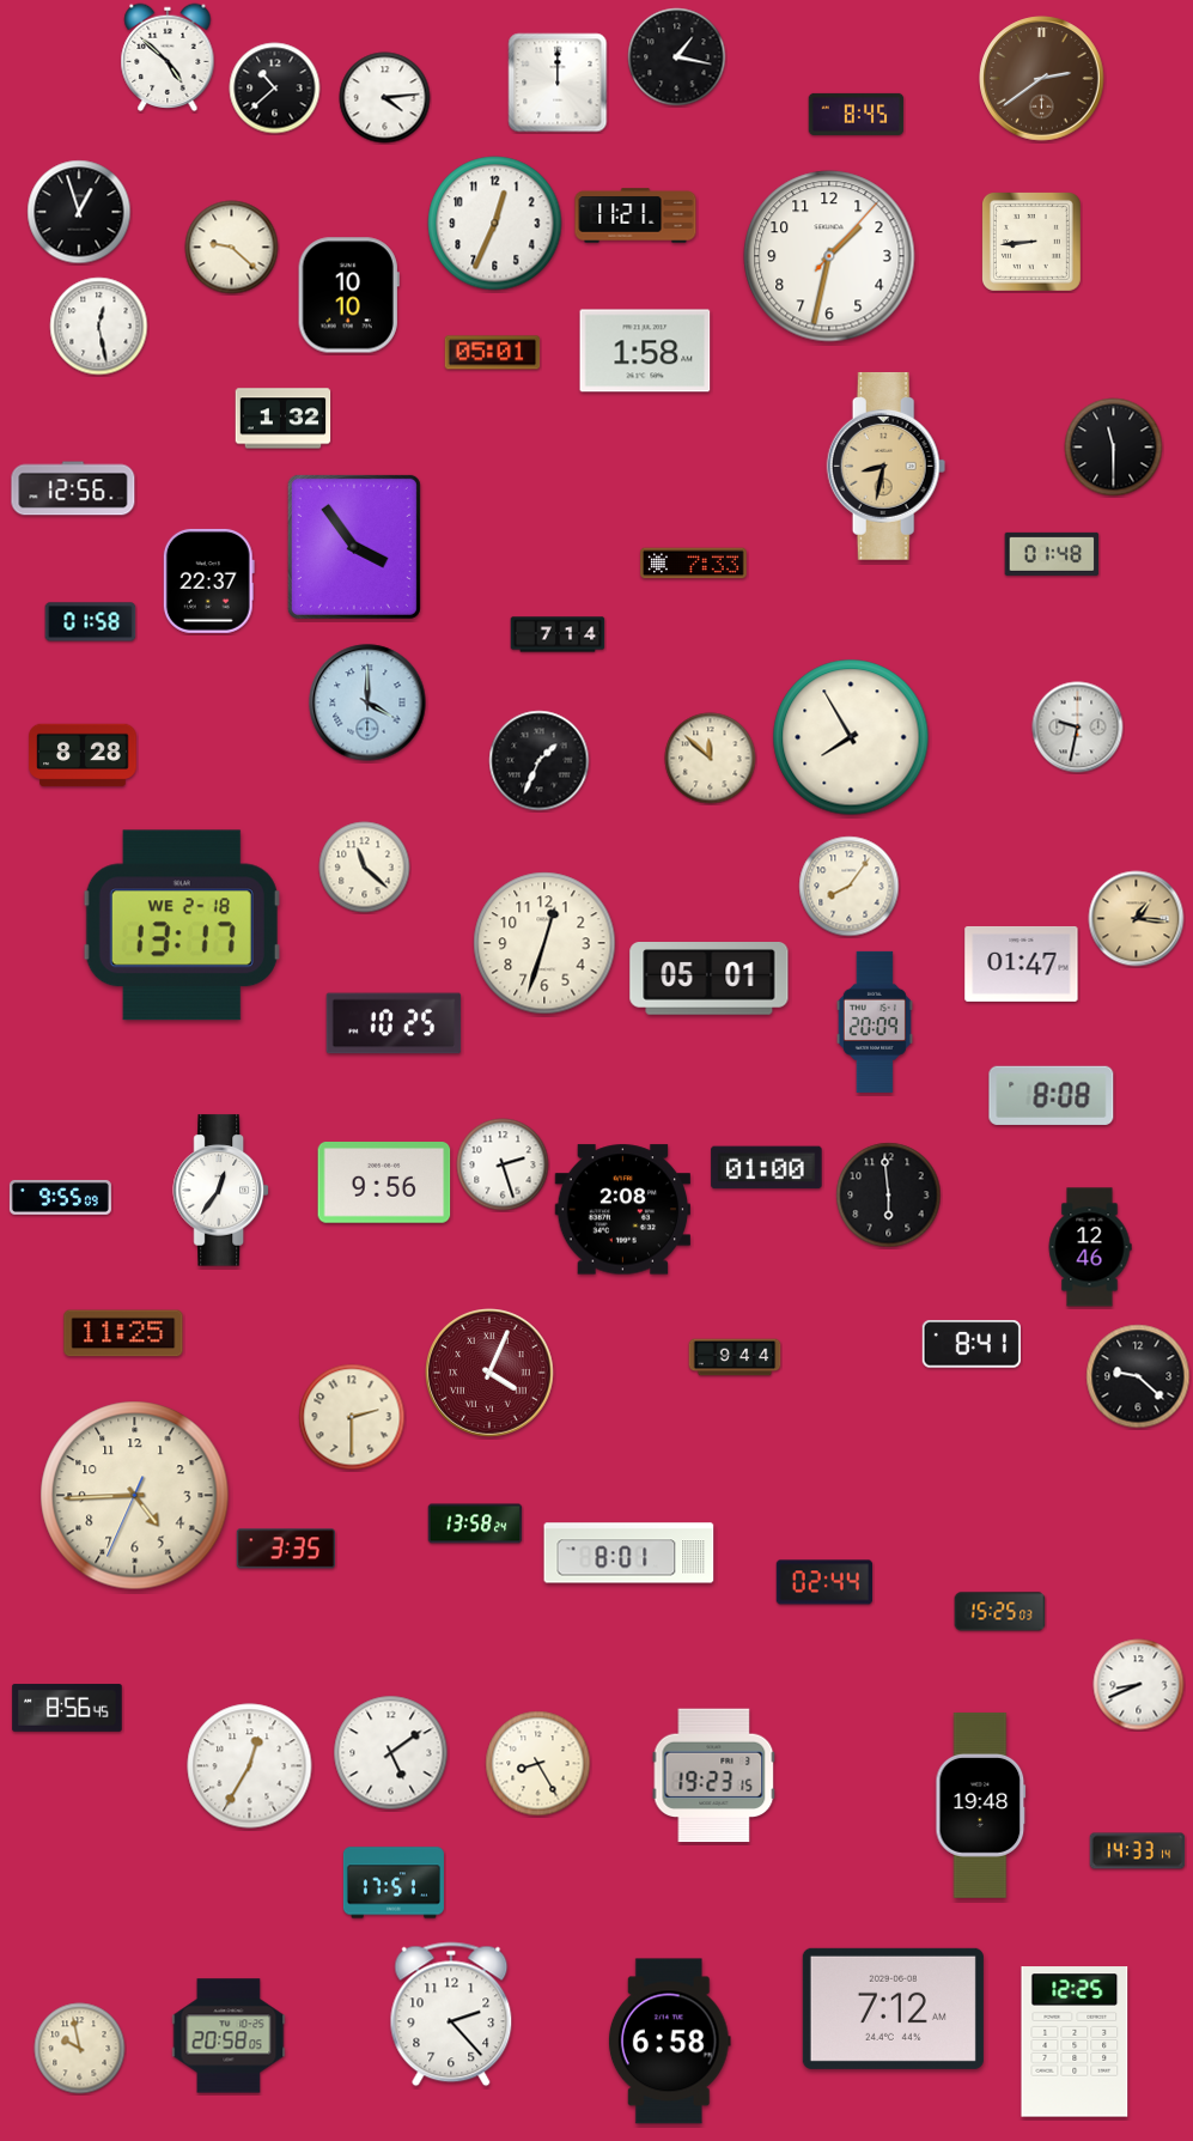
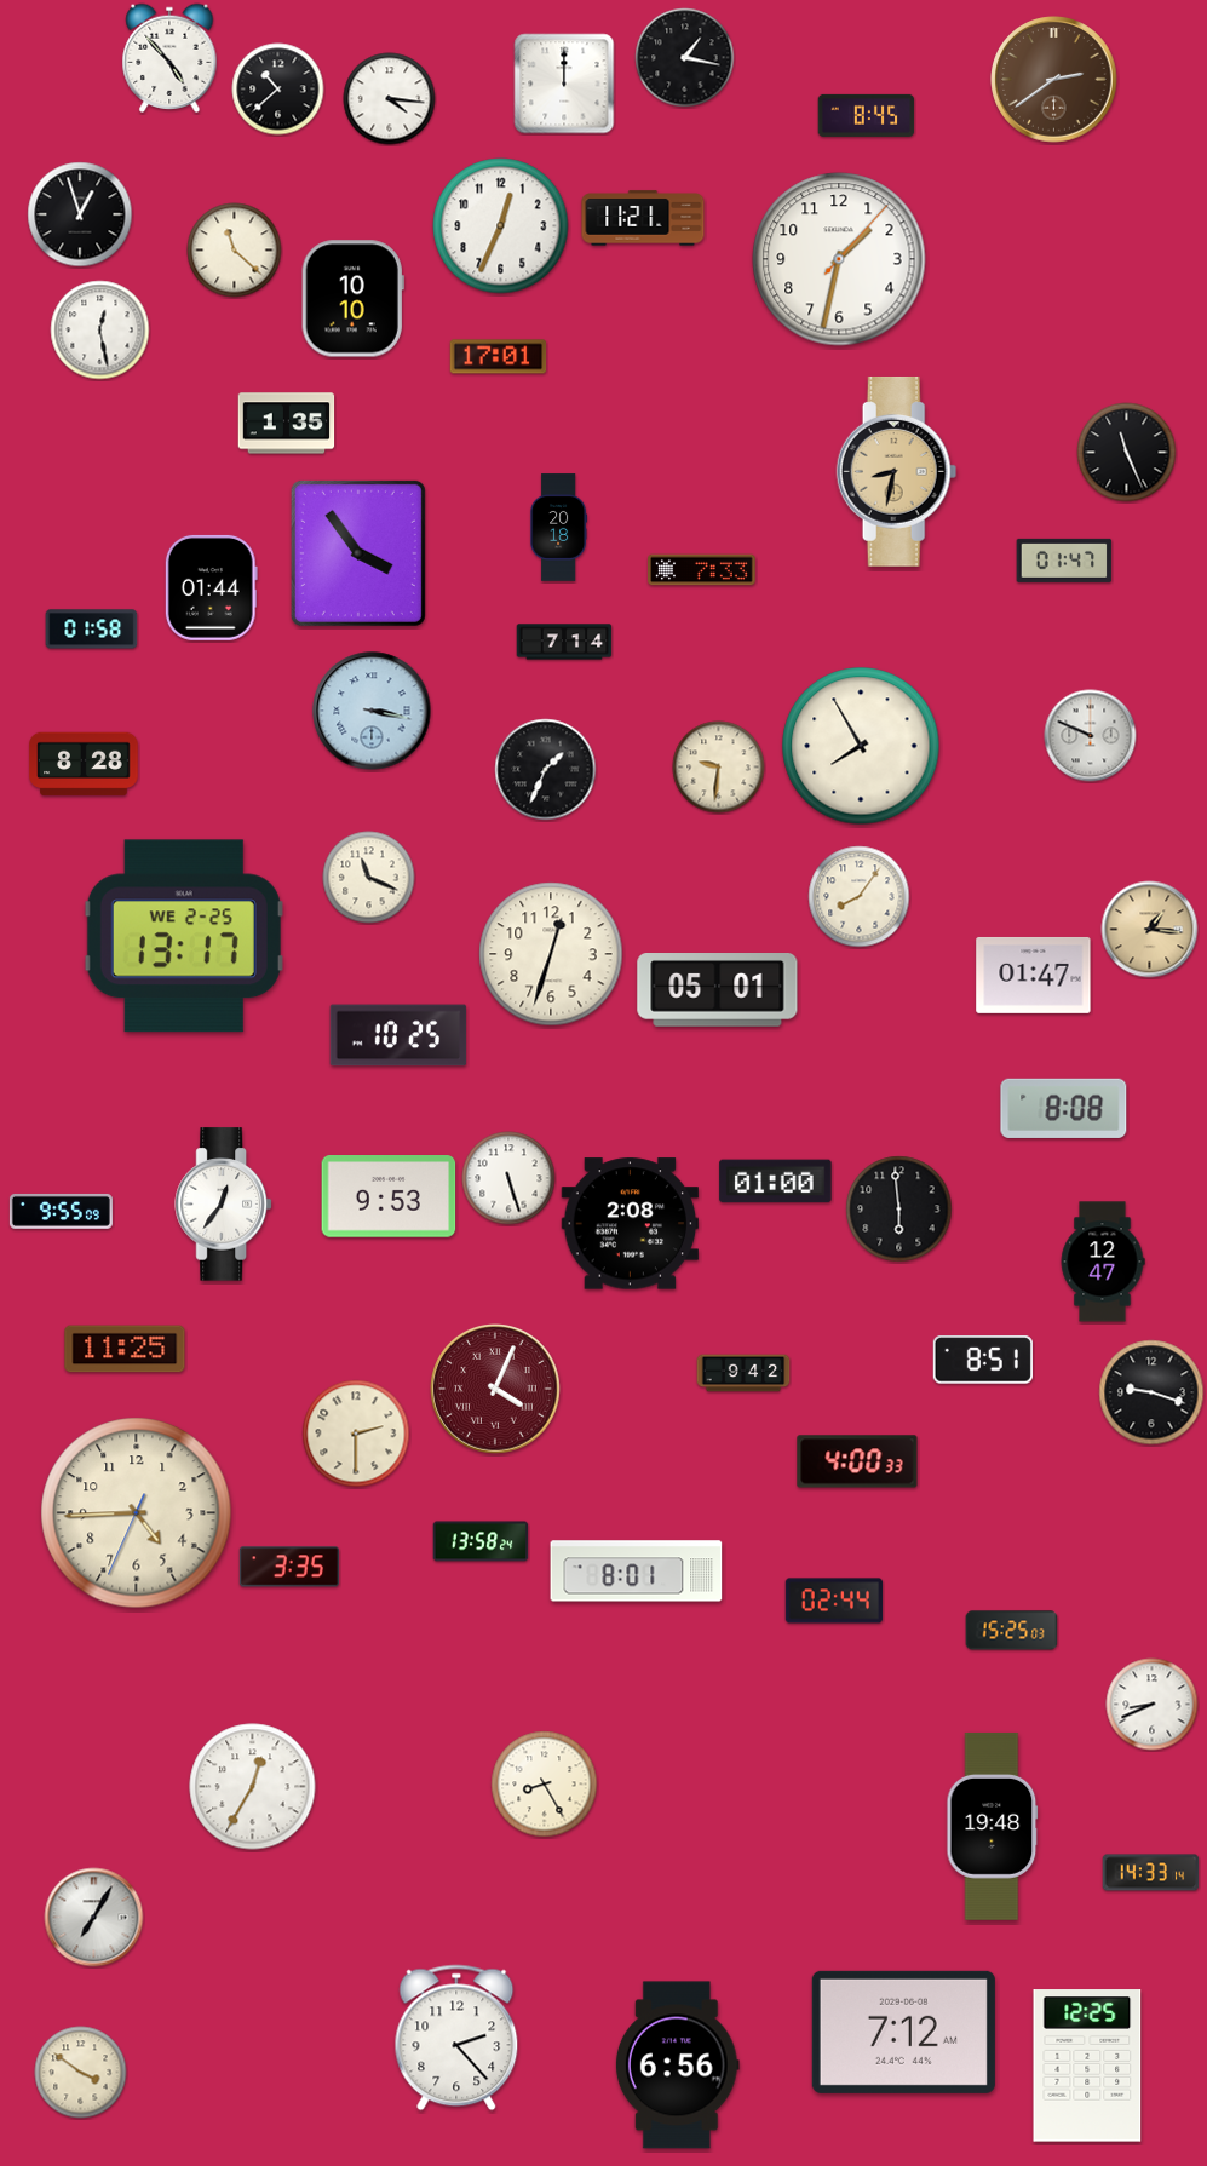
clock at (168, 57): 4:52 -> 4:53
clock at (385, 98): 4:14 -> 4:16
clock at (1031, 242): 8:44 -> none
clock at (232, 248): 9:22 -> 11:22
clock at (645, 351): 1:58 -> none
clock at (493, 353): 05:01 -> 17:01
clock at (284, 419): 1:32 -> 1:35
clock at (1114, 448): 11:30 -> 11:26
clock at (73, 488): 12:56 -> none
clock at (559, 528): none -> 20:18
clock at (1052, 554): 01:48 -> 01:47
clock at (208, 580): 22:37 -> 01:44
clock at (367, 702): 4:00 -> 3:17
clock at (1078, 728): 9:32 -> 9:49
clock at (711, 759): 11:52 -> 9:31
clock at (365, 868): 11:22 -> 11:19
clock at (182, 925) date: WE 2-18 -> WE 2-25
clock at (875, 1022): 20:09 -> none
clock at (503, 1164): 2:27 -> 5:27
clock at (384, 1184): 9:56 -> 9:53
clock at (1090, 1247): 12:46 -> 12:47
clock at (972, 1344): 8:41 -> 8:51
clock at (735, 1357): 9:44 -> 9:42
clock at (1138, 1376): 9:22 -> 9:18
clock at (857, 1461): none -> 4:00
clock at (67, 1708): 8:56 -> none
clock at (391, 1753): 5:09 -> none
clock at (714, 1776): 19:23 -> none
clock at (394, 1883): 17:51 -> none
clock at (94, 1918): none -> 7:05
clock at (229, 2036): 20:58 -> none
clock at (669, 2042): 6:58 -> 6:56
clock at (80, 2049): 9:58 -> 3:51
